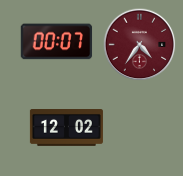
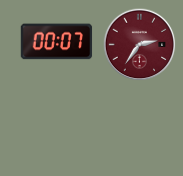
clock at (140, 45): 4:36 -> 2:36
clock at (66, 128): 12:02 -> none
